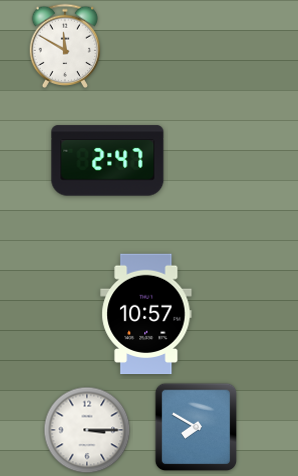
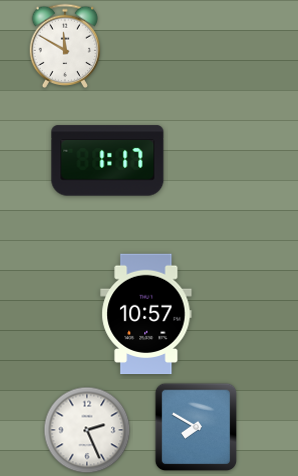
clock at (108, 161): 2:47 -> 1:17
clock at (87, 430): 3:15 -> 2:26
